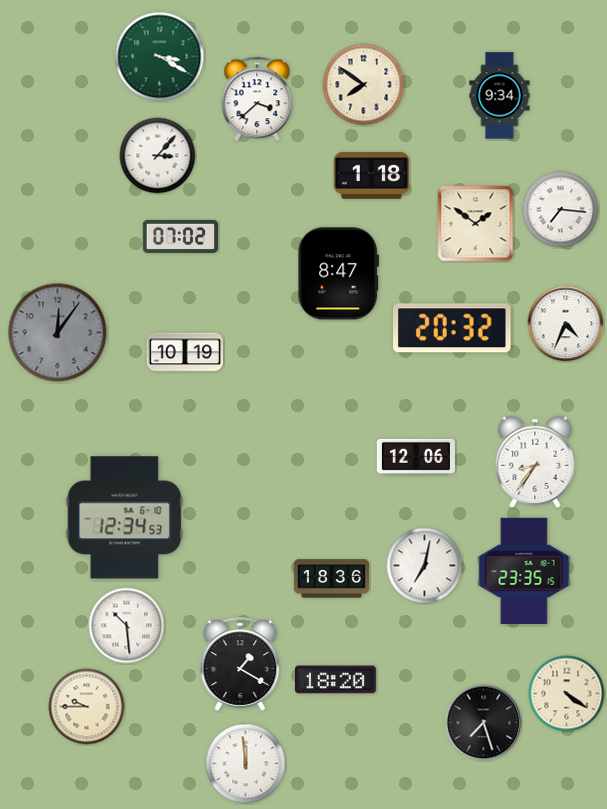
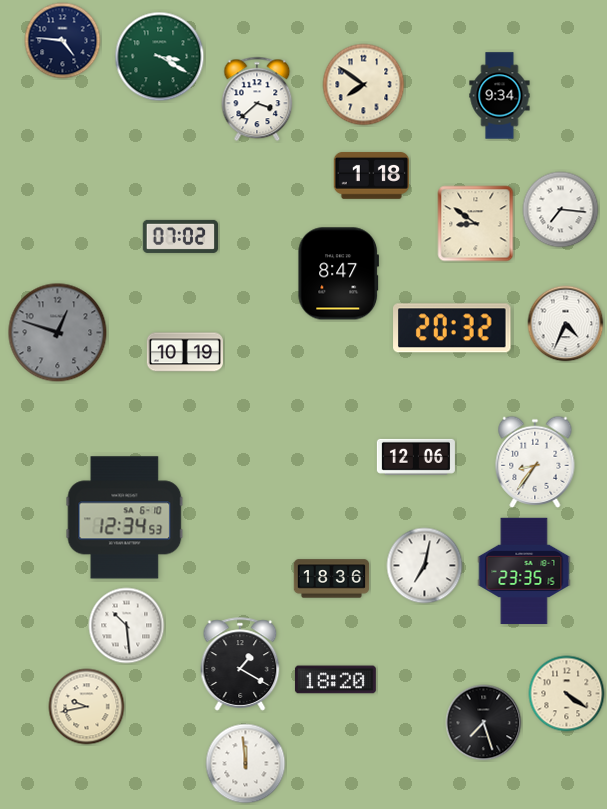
clock at (63, 41): none -> 4:46
clock at (158, 156): 3:07 -> none
clock at (476, 224): 1:51 -> 8:51
clock at (58, 333): 12:06 -> 12:48
clock at (87, 707): 9:45 -> 9:43
